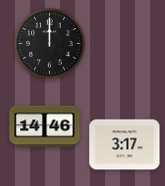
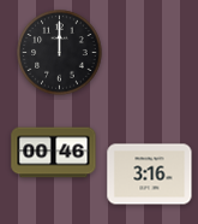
clock at (45, 127): 14:46 -> 00:46
clock at (125, 145): 3:17 -> 3:16
